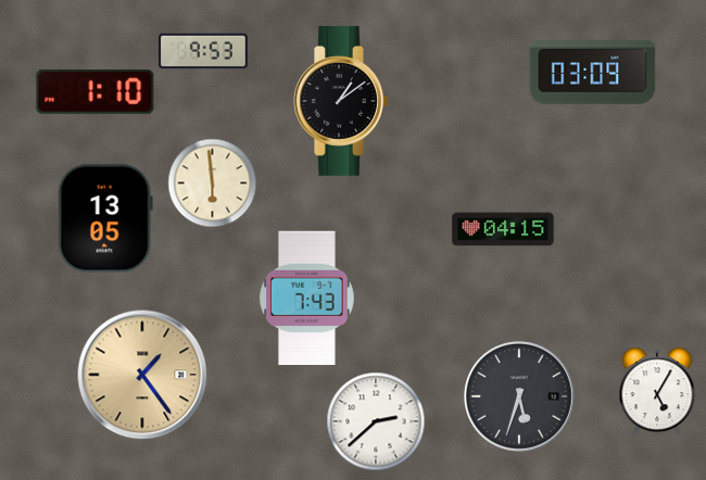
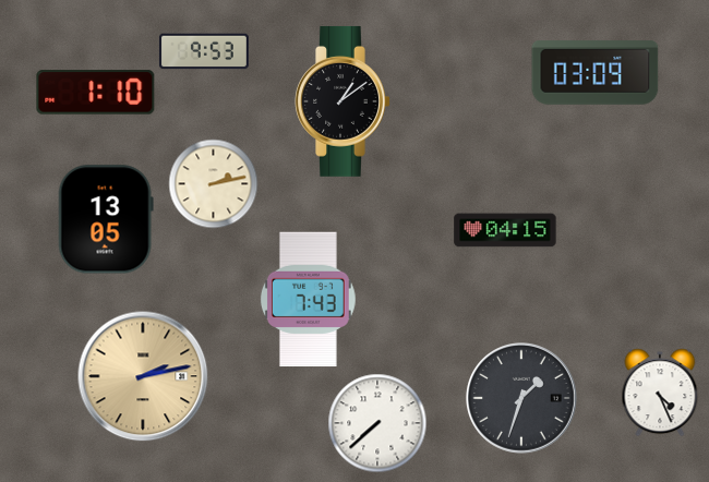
clock at (212, 182): 5:59 -> 2:13
clock at (142, 375): 1:24 -> 2:13
clock at (657, 391): 5:05 -> 4:26
clock at (520, 397): 5:33 -> 1:33
clock at (376, 421): 2:38 -> 7:38
